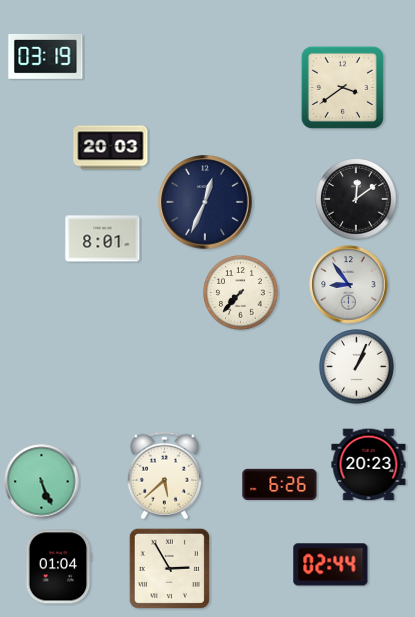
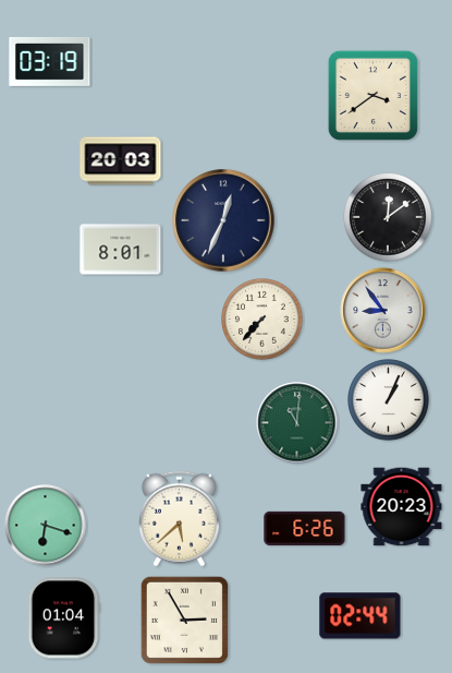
clock at (103, 239) position: (103, 239) -> (121, 250)
clock at (349, 285) position: (349, 285) -> (383, 311)
clock at (297, 423): none -> 11:01
clock at (42, 482): 5:26 -> 6:18
